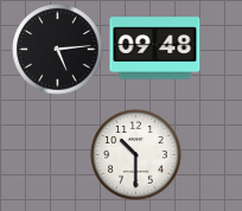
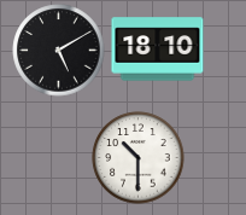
clock at (155, 49): 09:48 -> 18:10
clock at (58, 50): 5:14 -> 5:10
